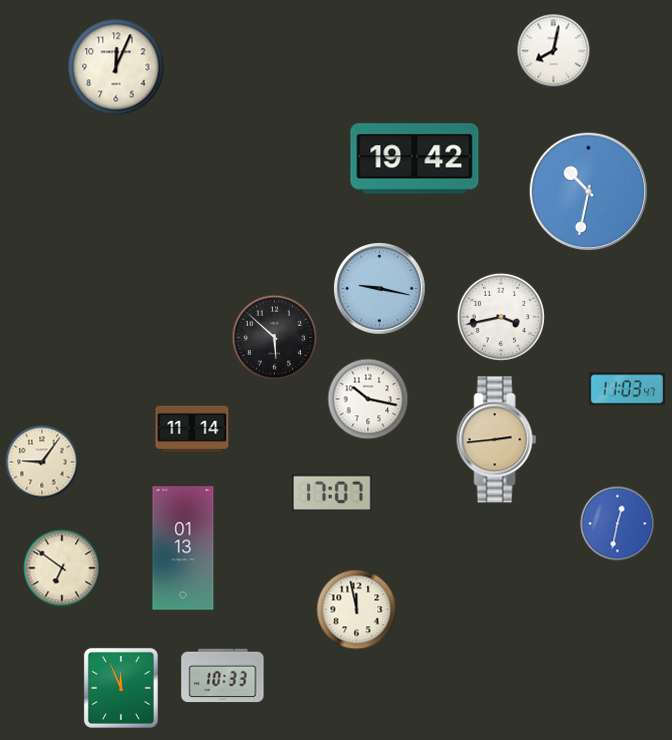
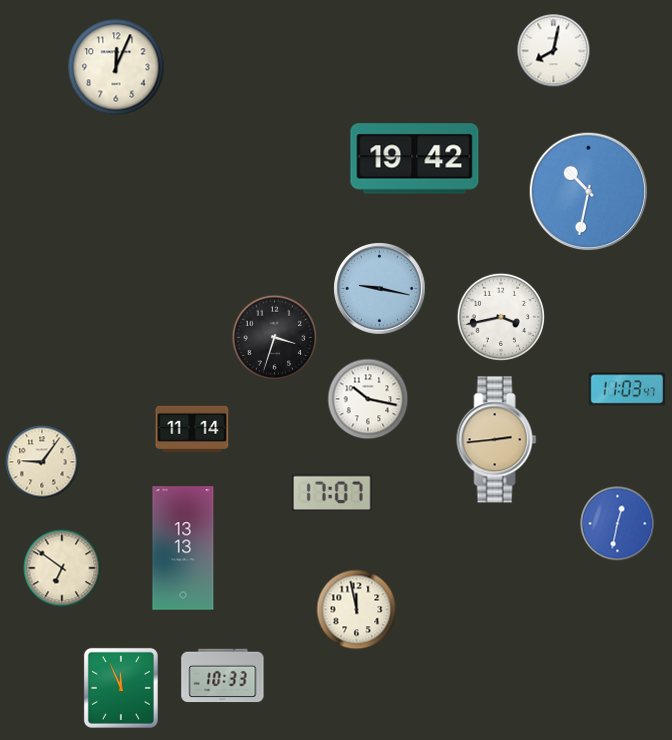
clock at (275, 338): 5:52 -> 3:33
clock at (183, 548): 01:13 -> 13:13
